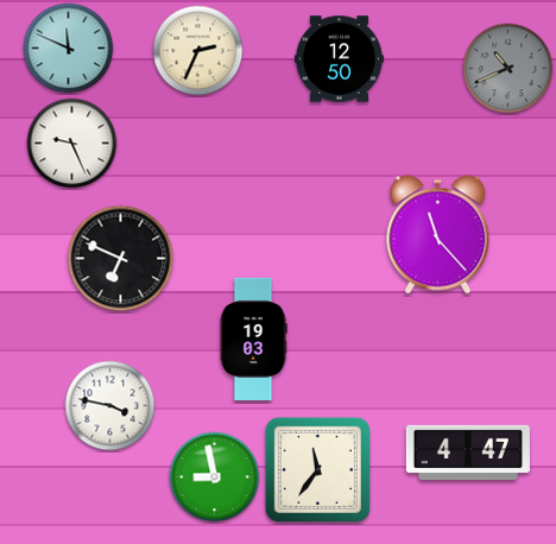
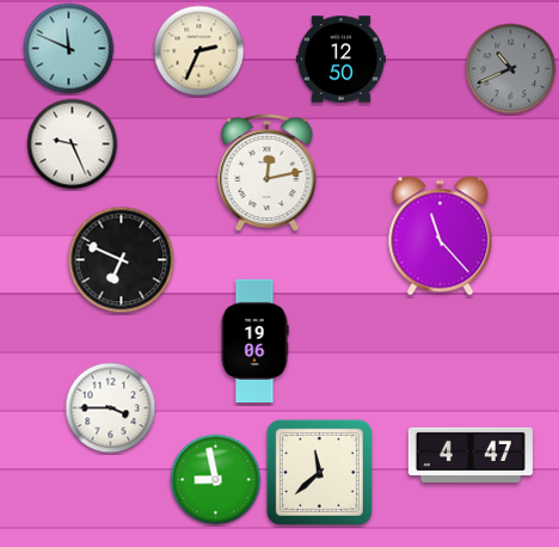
clock at (268, 173): none -> 12:13
clock at (253, 339): 19:03 -> 19:06
clock at (110, 406): 3:47 -> 3:45
clock at (317, 469): 11:36 -> 11:38
